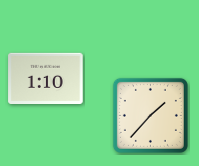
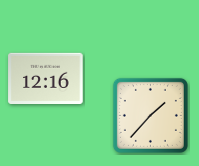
clock at (46, 78): 1:10 -> 12:16
